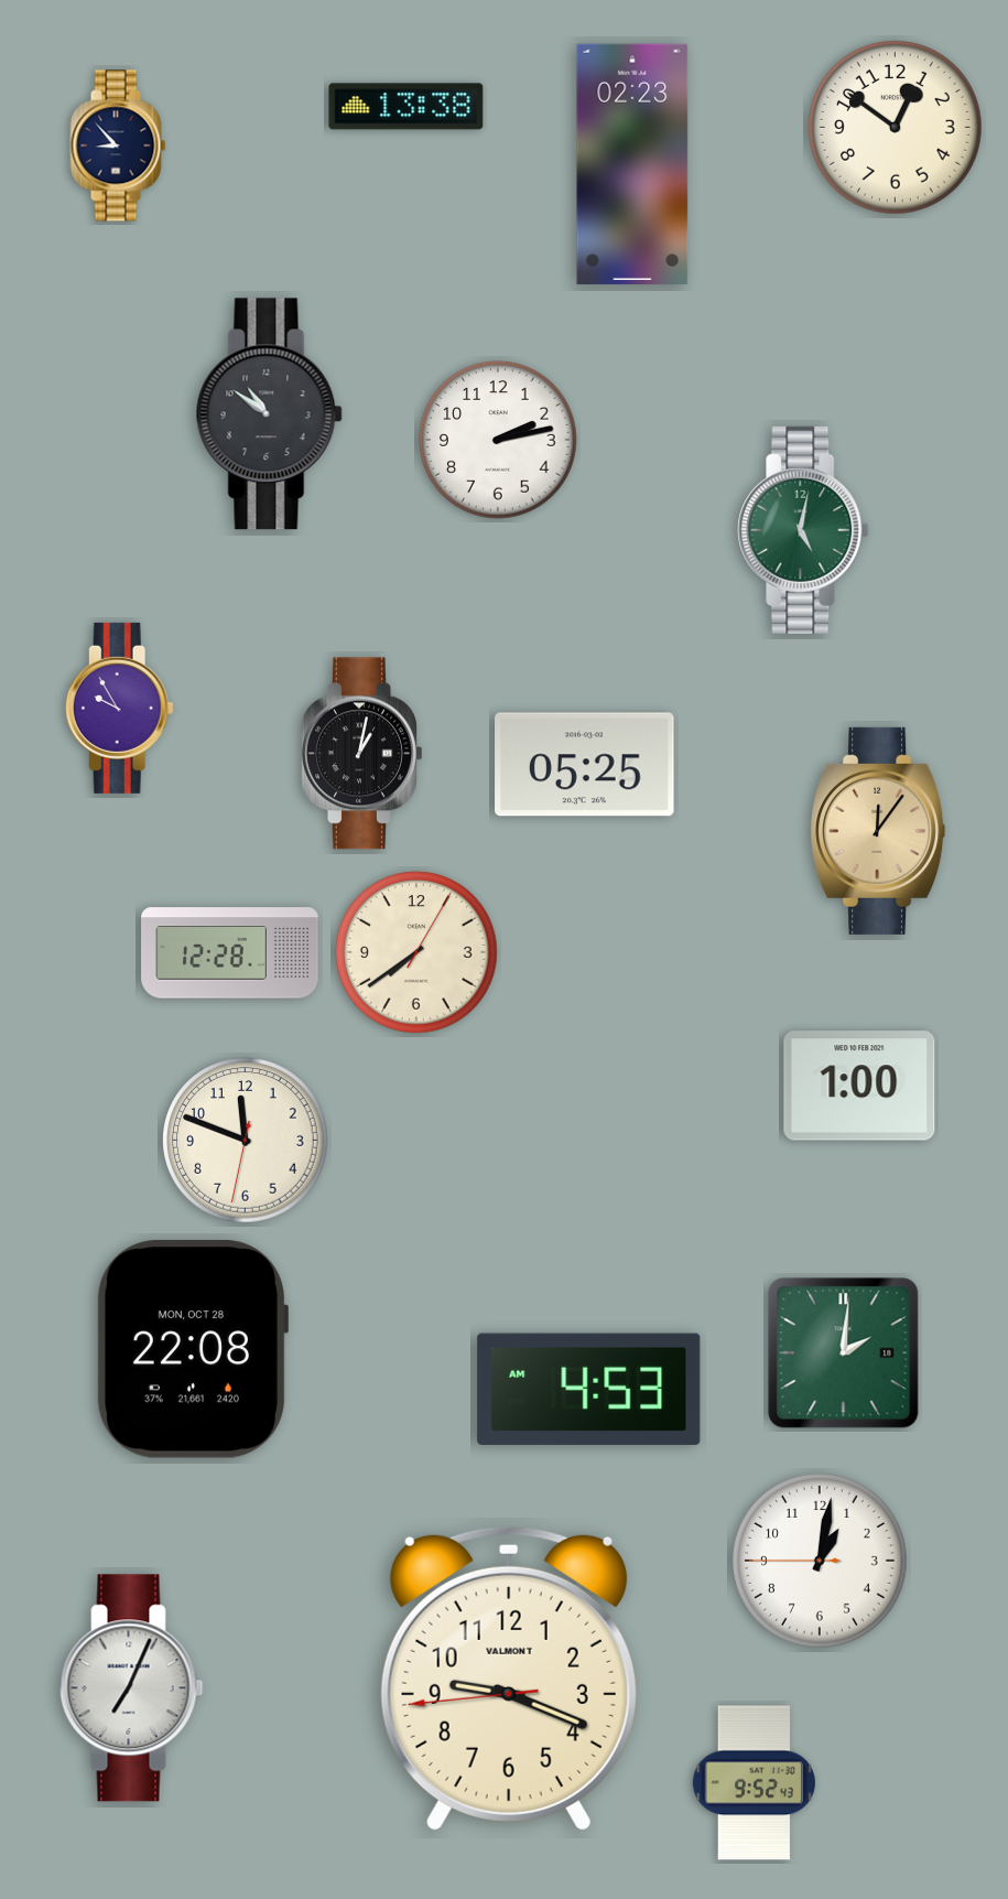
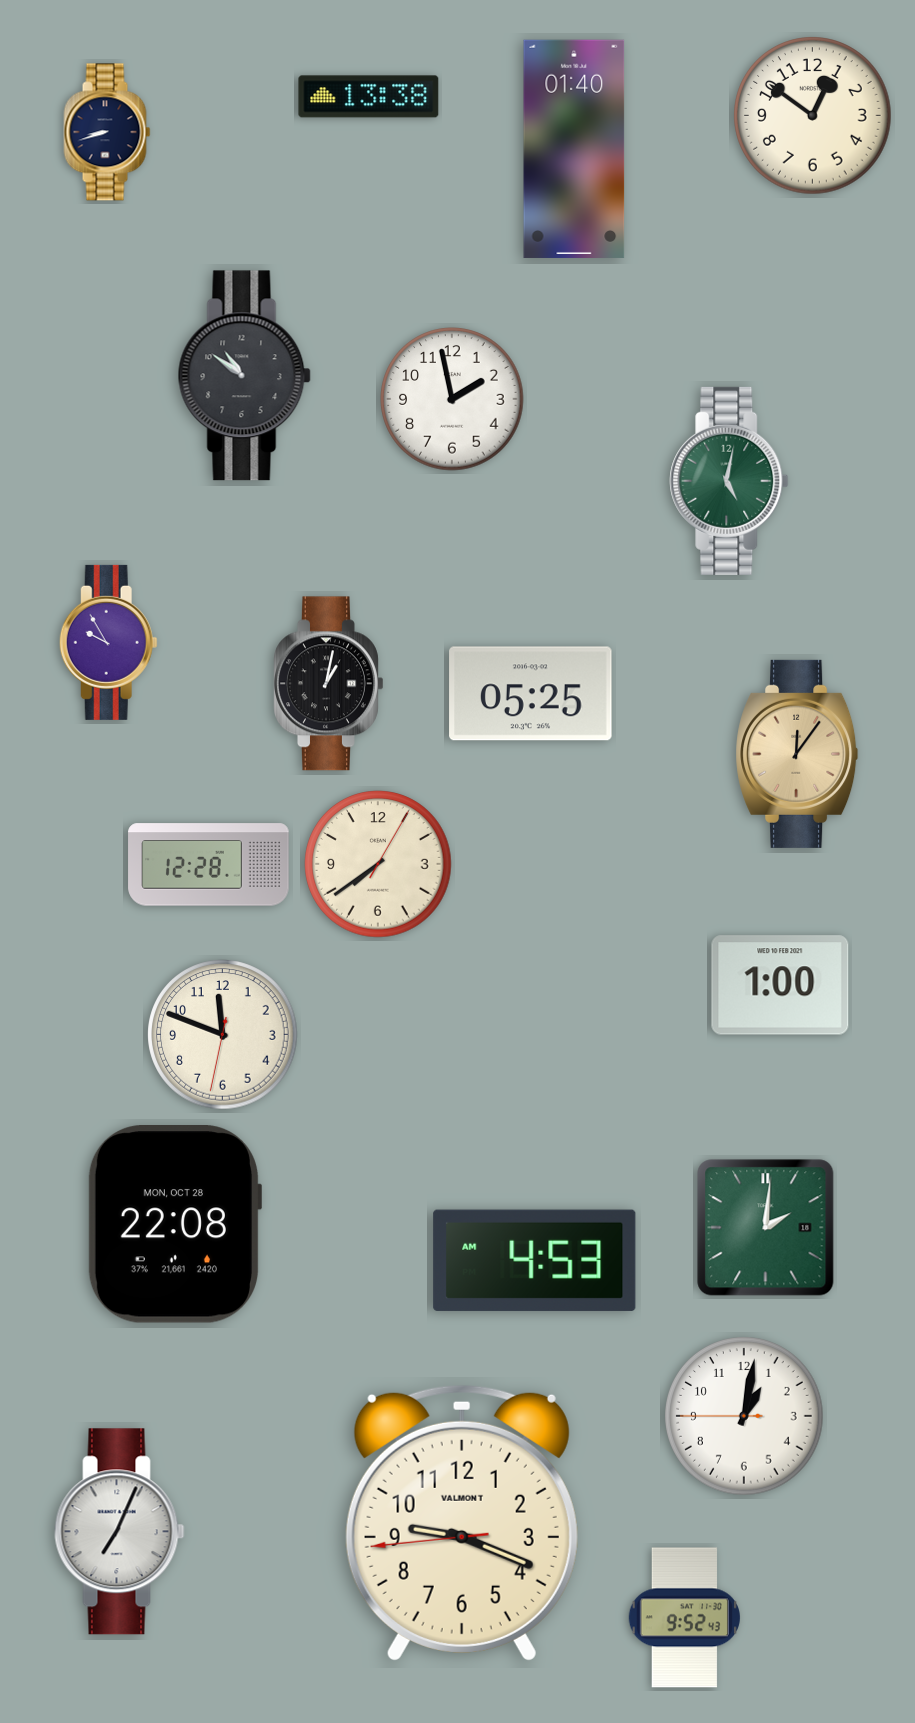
clock at (118, 145): 8:53 -> 8:42
clock at (632, 164): 02:23 -> 01:40
clock at (498, 440): 2:13 -> 1:58
